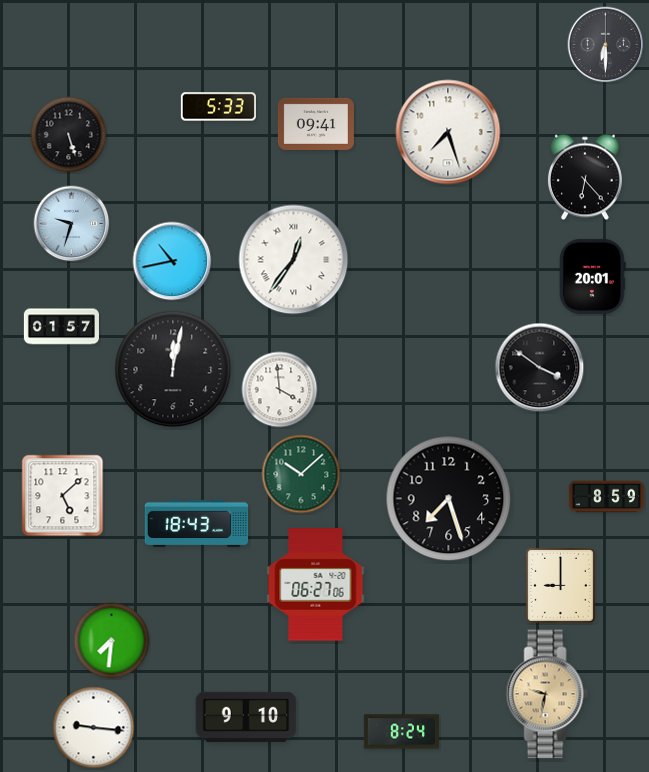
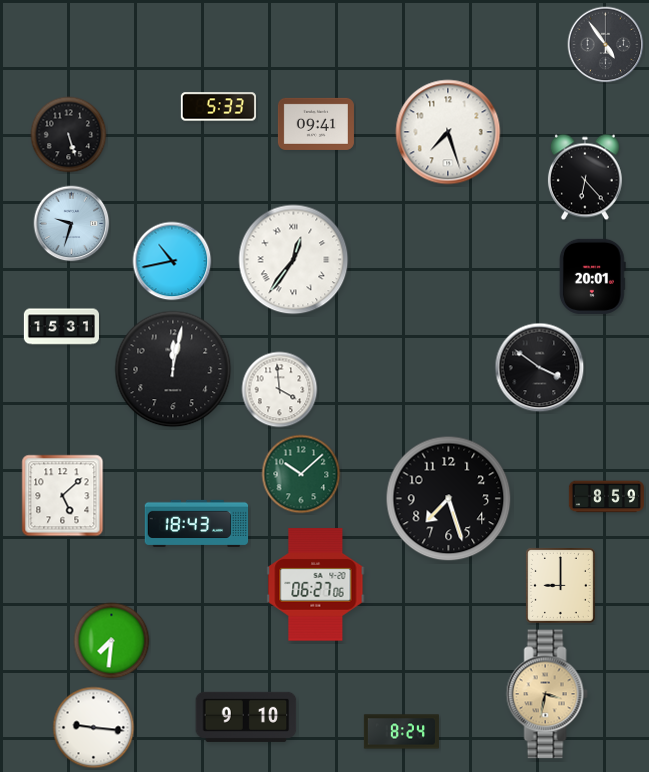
clock at (606, 45): 6:30 -> 4:54
clock at (61, 327): 01:57 -> 15:31
clock at (547, 694): 9:32 -> 3:32
